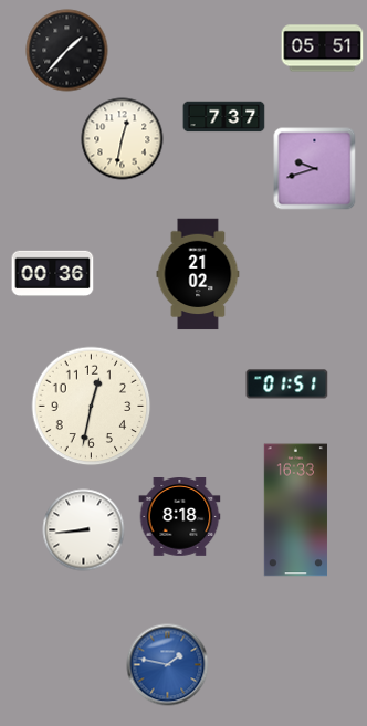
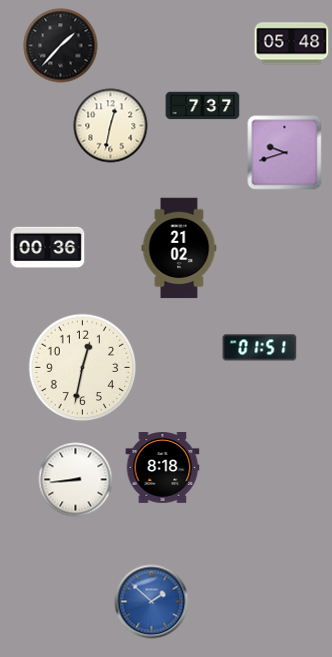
clock at (323, 49): 05:51 -> 05:48
clock at (295, 511): 16:33 -> none
clock at (168, 665): 1:47 -> 1:52
